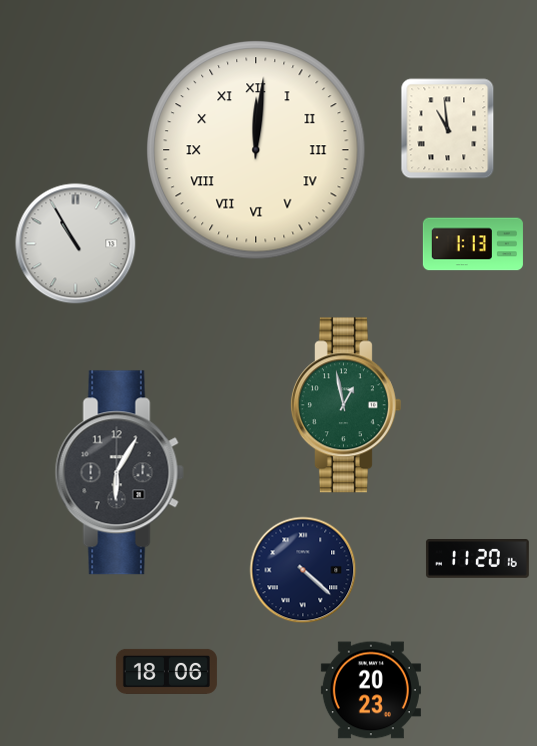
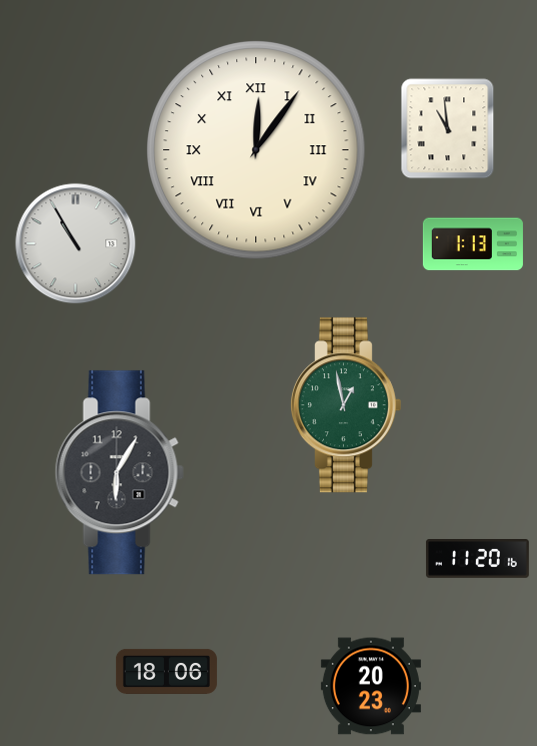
clock at (256, 150): 12:01 -> 12:06
clock at (303, 570): 4:22 -> none
clock at (371, 690) position: (371, 690) -> (371, 686)
